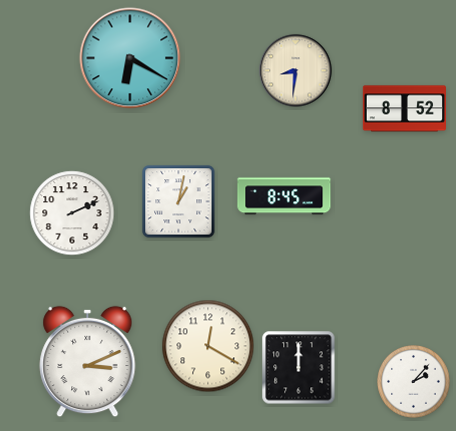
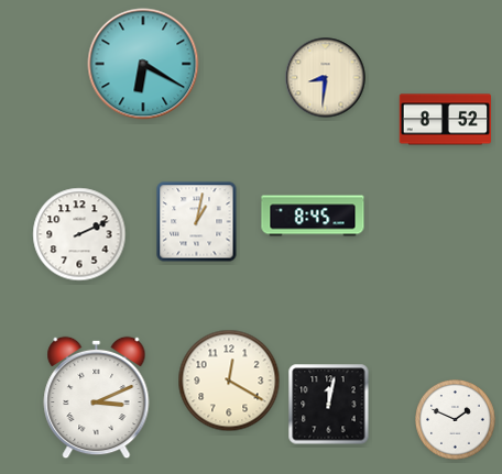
clock at (299, 368): 12:00 -> 12:02
clock at (414, 382): 2:07 -> 1:49
